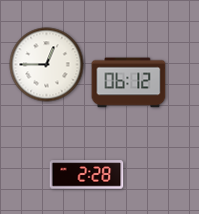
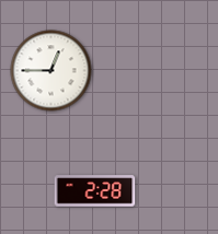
clock at (129, 83): 06:12 -> none
